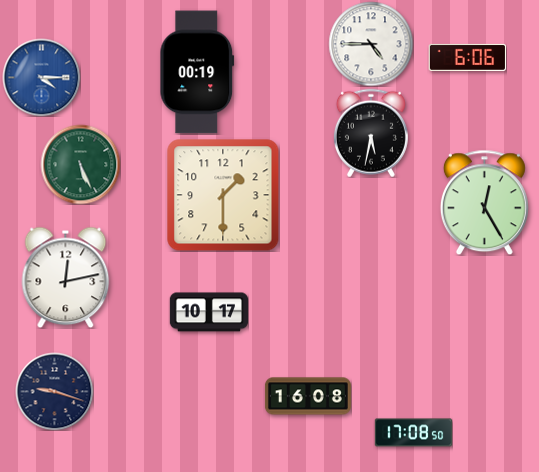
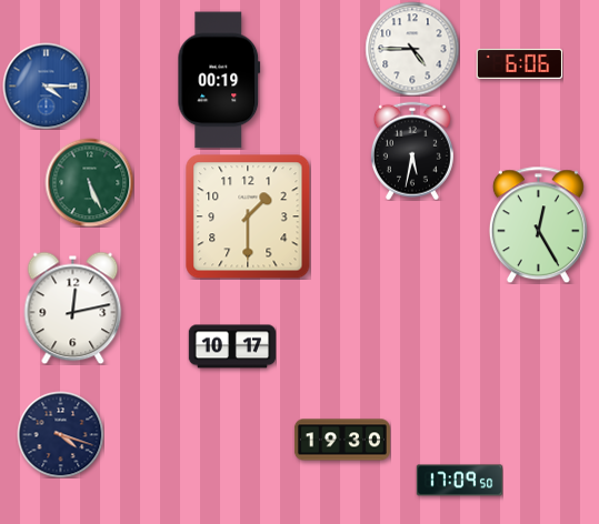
clock at (371, 133) position: (371, 133) -> (412, 151)
clock at (54, 391): 9:18 -> 4:18
clock at (308, 396): 16:08 -> 19:30
clock at (413, 433): 17:08 -> 17:09
